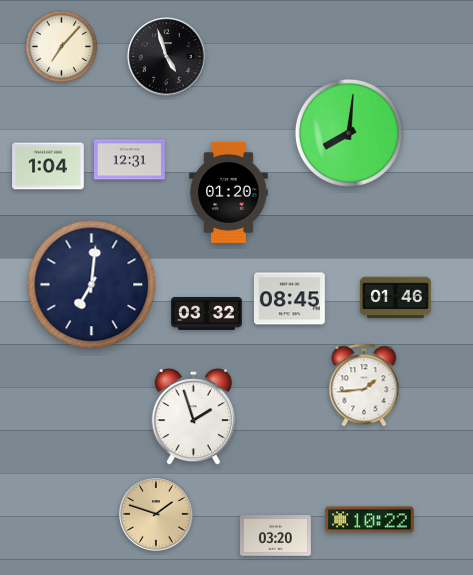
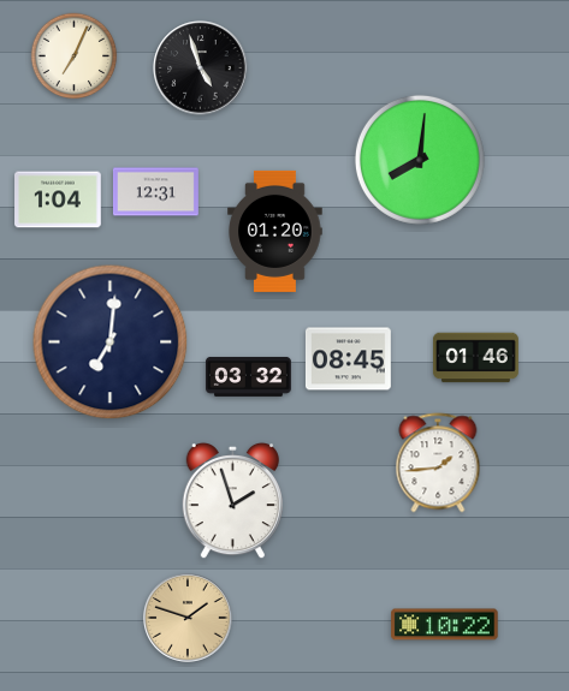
clock at (62, 47): 7:07 -> 7:04
clock at (275, 536): 03:20 -> none
